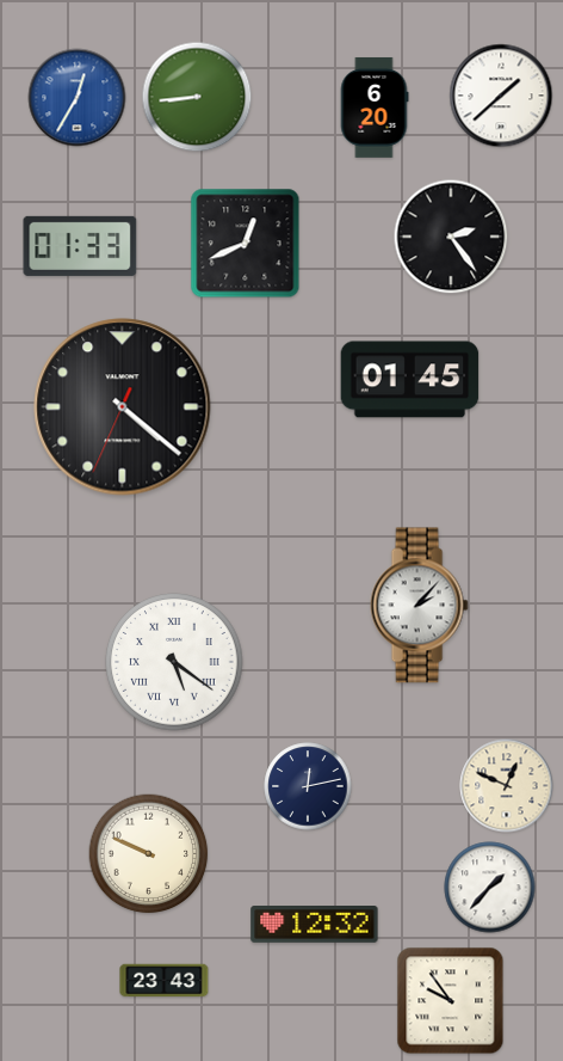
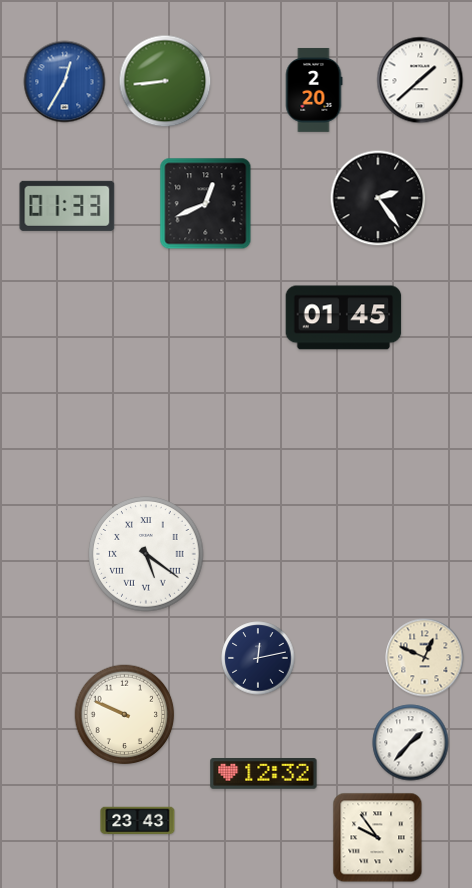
clock at (375, 108): 6:20 -> 2:20
clock at (123, 407): 4:21 -> none
clock at (419, 606): 2:07 -> none
